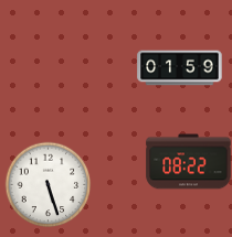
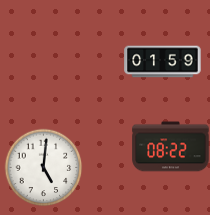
clock at (48, 184): 5:27 -> 5:01
